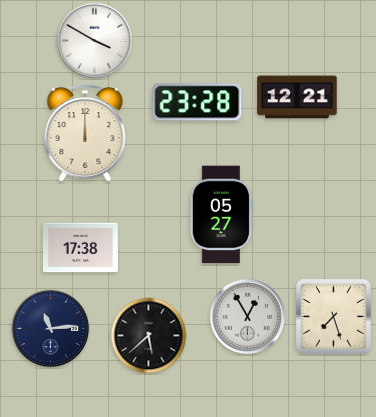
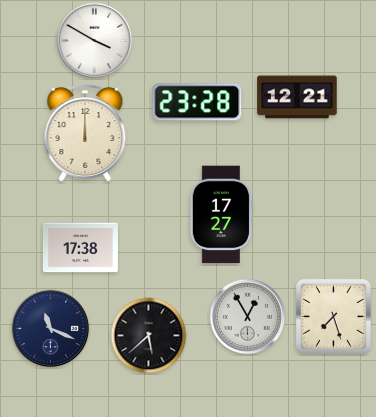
clock at (221, 215): 05:27 -> 17:27
clock at (51, 329): 11:14 -> 11:19
